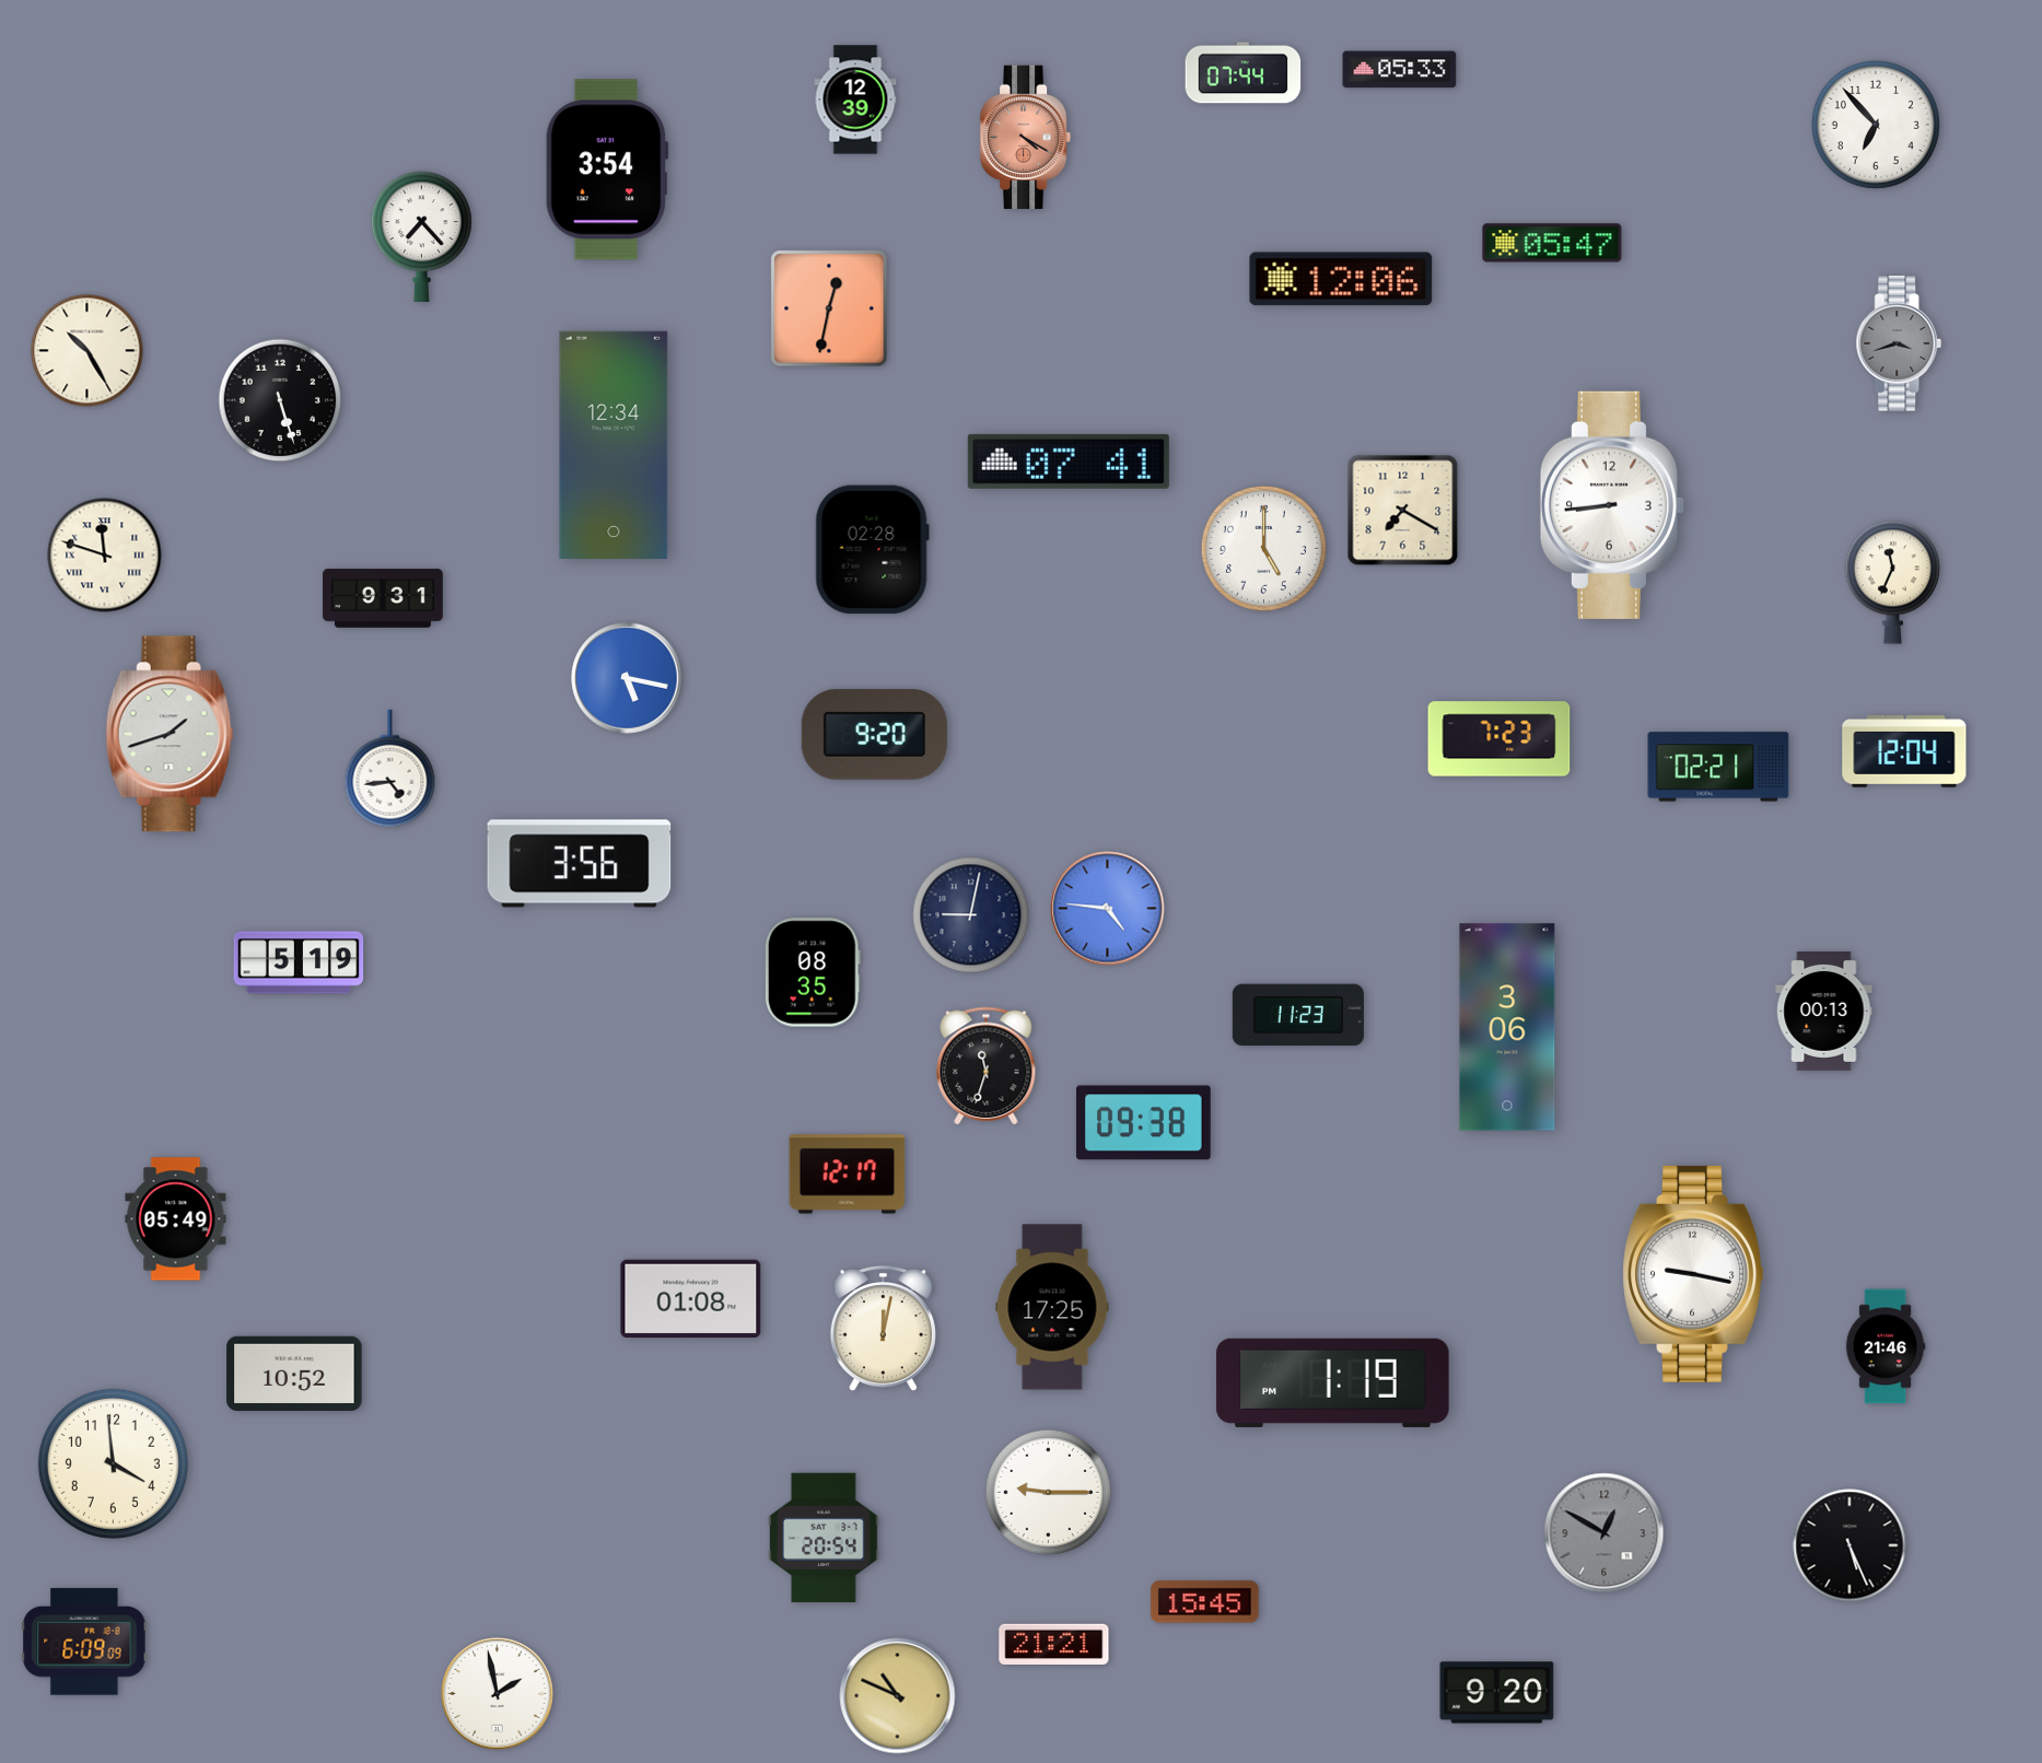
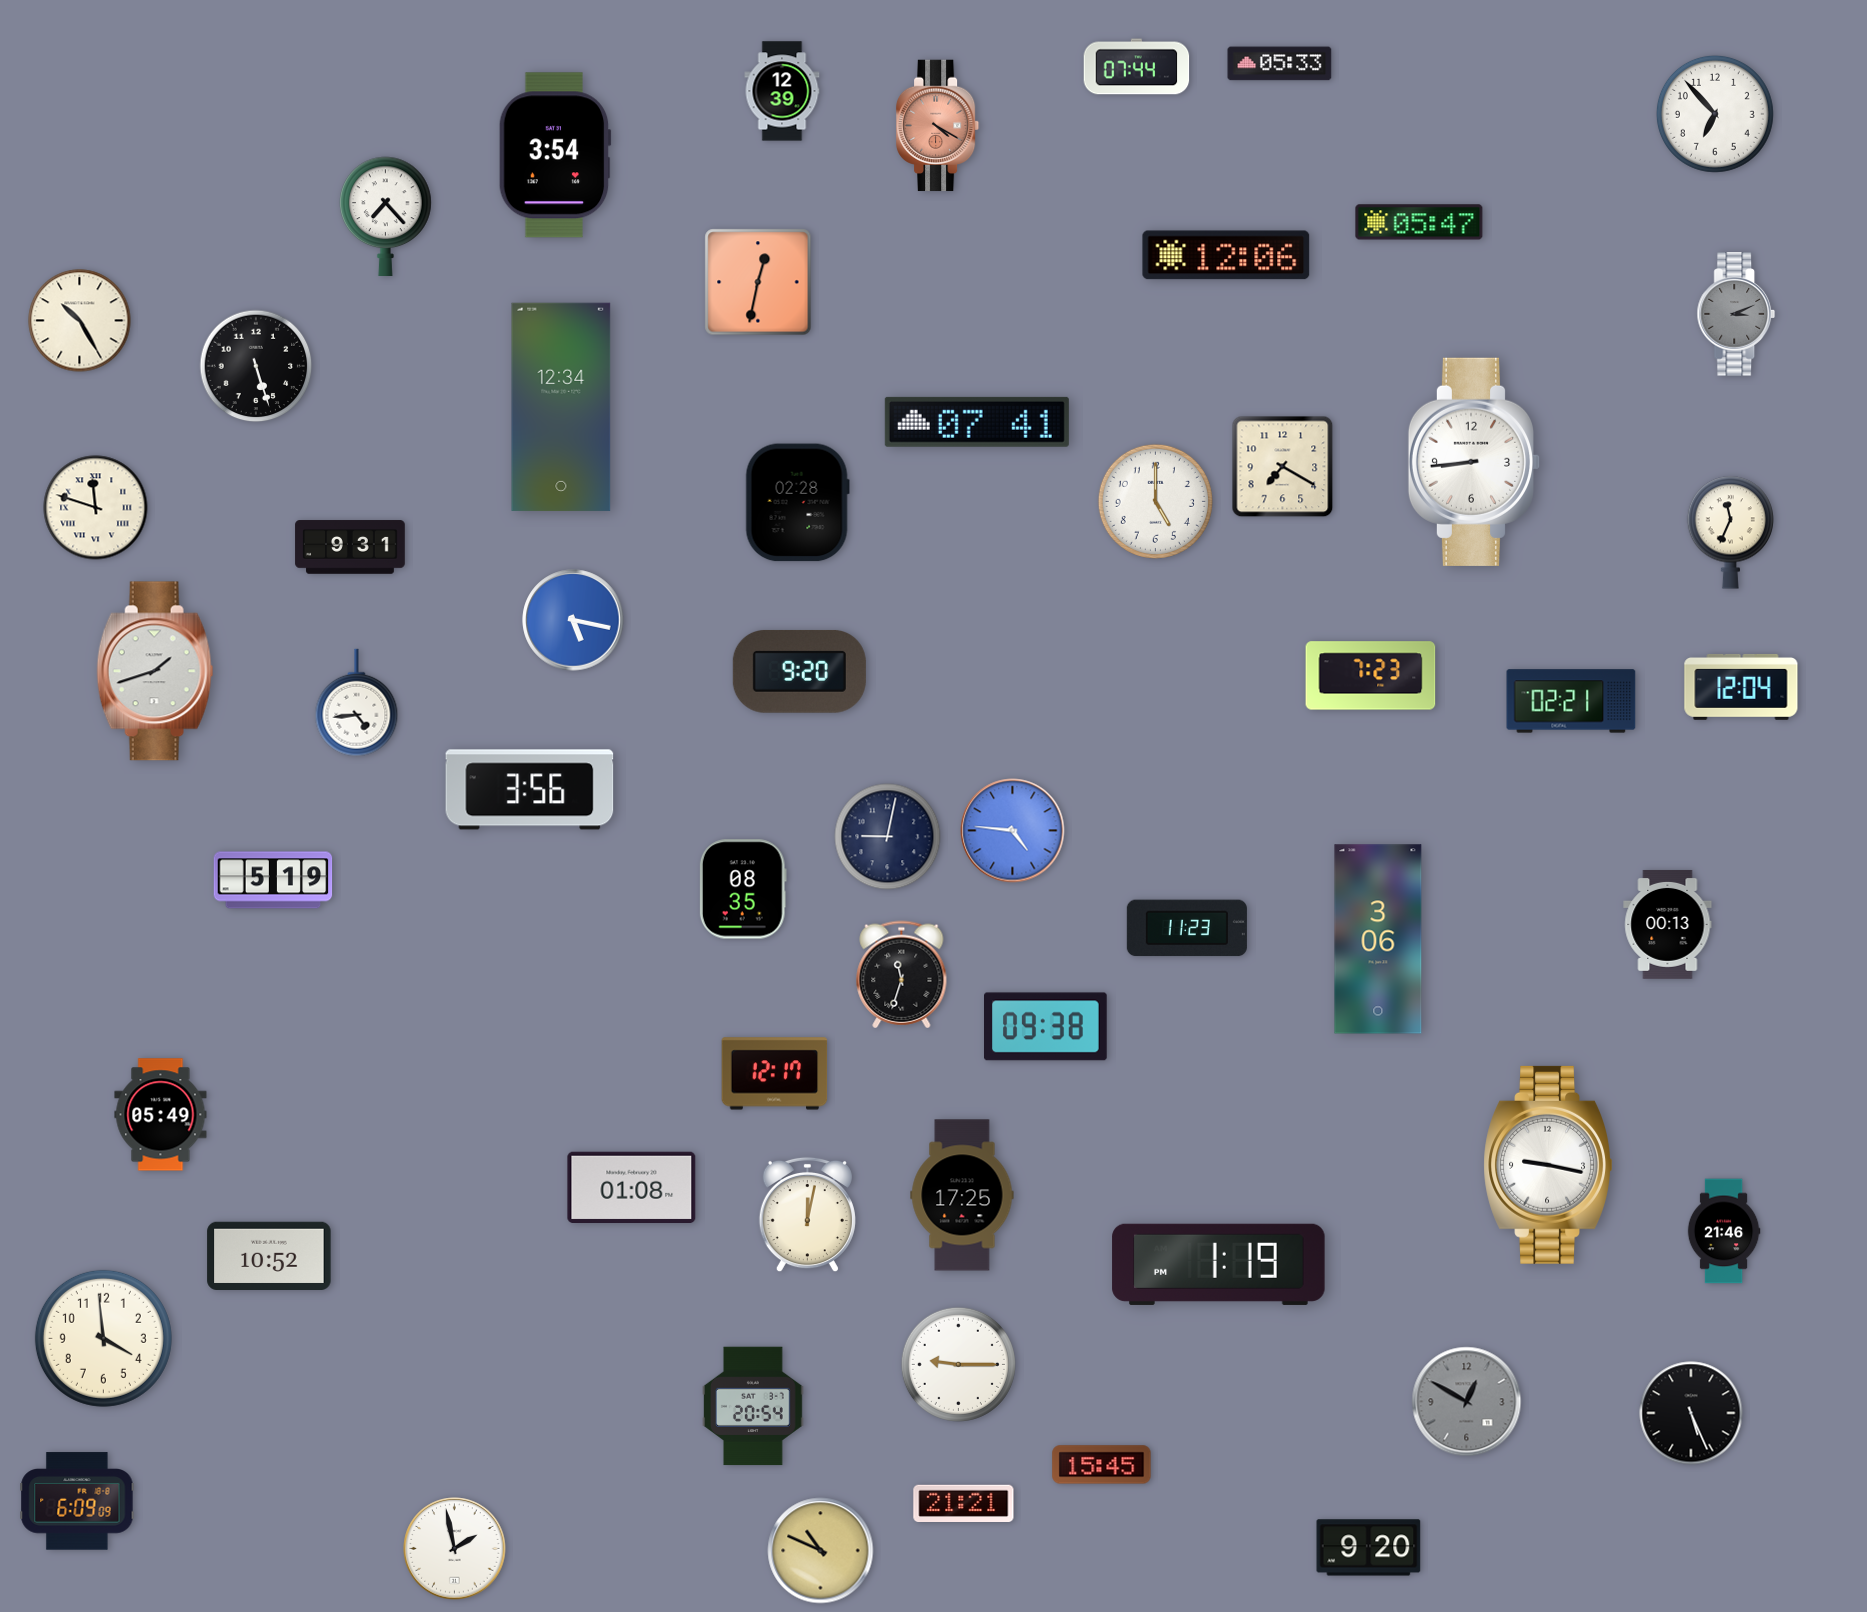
clock at (1899, 343): 3:42 -> 3:11
